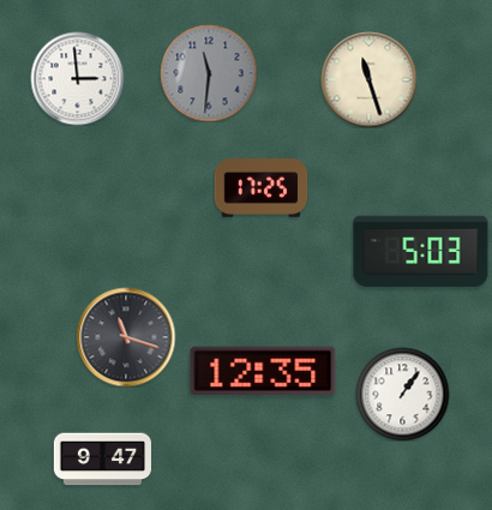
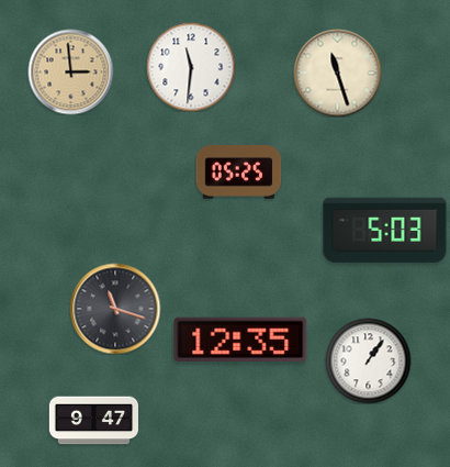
clock at (209, 73) dial: grey -> white
clock at (77, 78) dial: white -> champagne
clock at (260, 188): 17:25 -> 05:25
